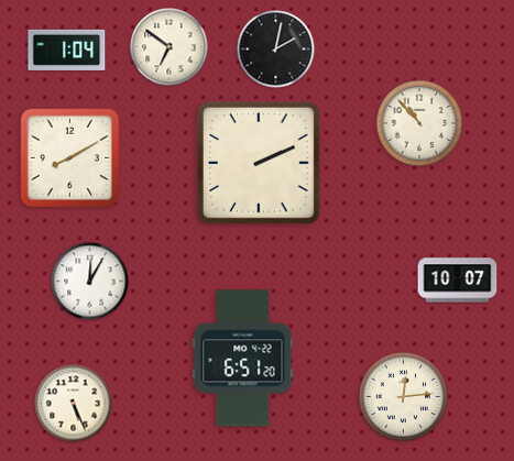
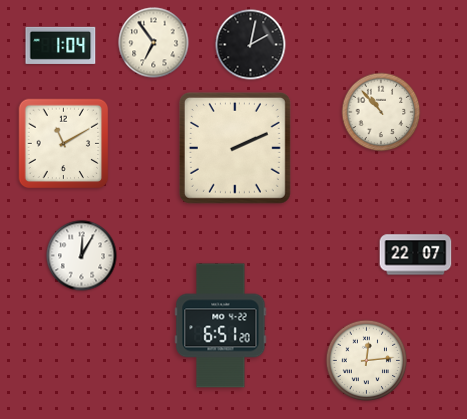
clock at (169, 47): 6:51 -> 6:54
clock at (70, 158): 8:10 -> 11:10
clock at (458, 281): 10:07 -> 22:07
clock at (74, 404): 5:26 -> none
